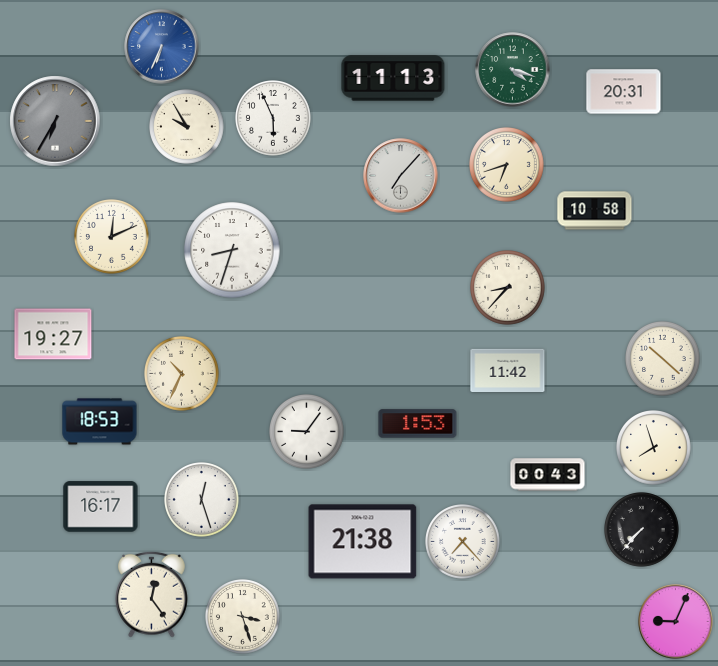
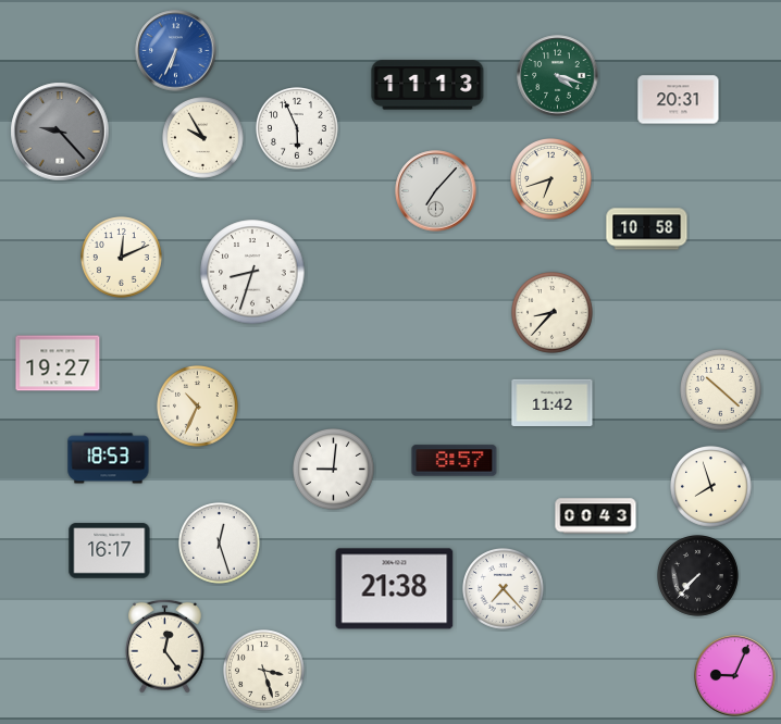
clock at (55, 121): 6:35 -> 9:23
clock at (418, 424): 1:53 -> 8:57
clock at (307, 432): 9:06 -> 9:01
